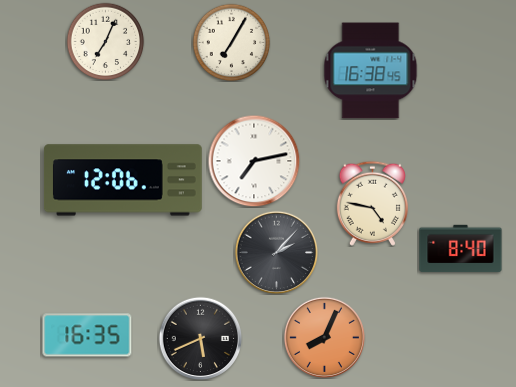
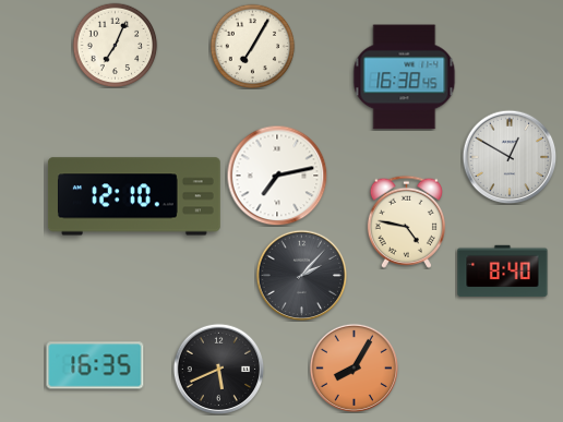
clock at (510, 157): none -> 12:50
clock at (123, 180): 12:06 -> 12:10
clock at (324, 337): 8:04 -> 8:05
